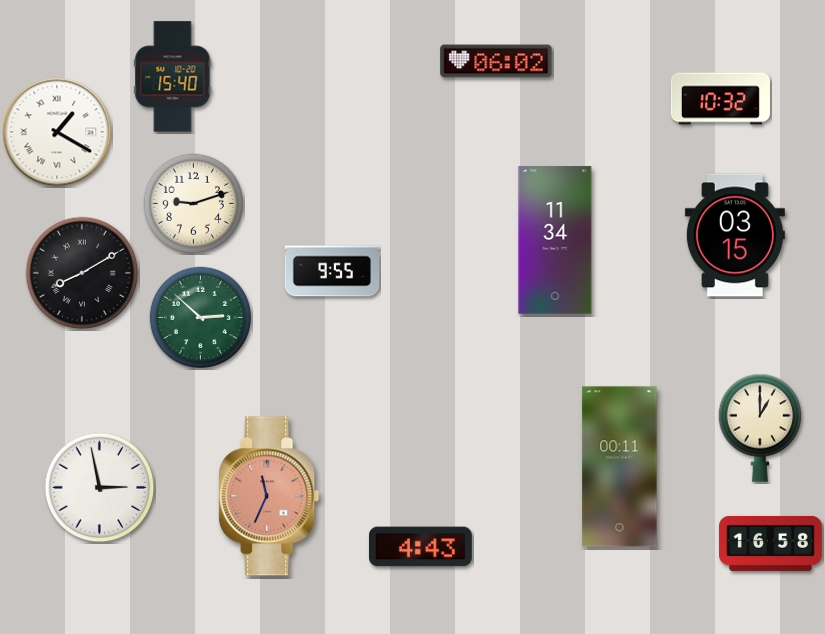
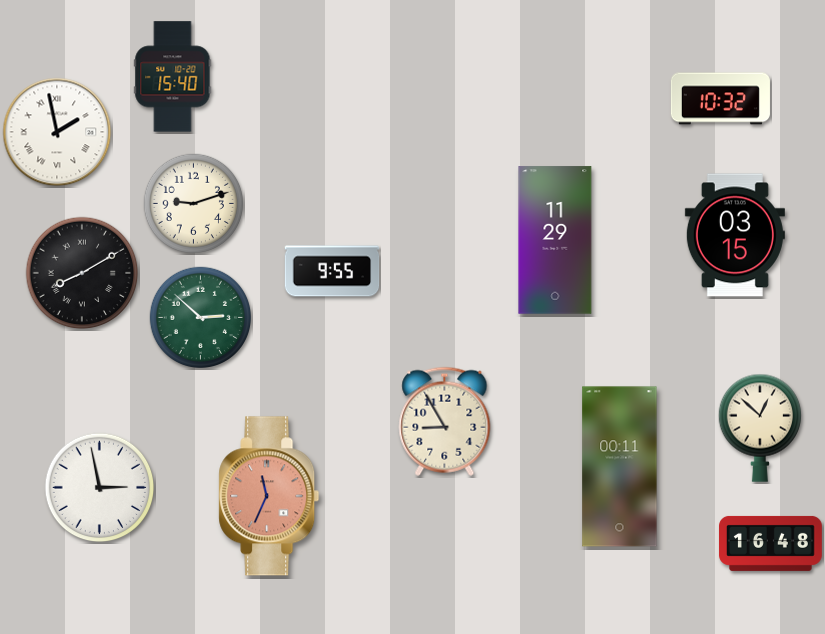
clock at (496, 61): 06:02 -> none
clock at (57, 132): 1:20 -> 1:58
clock at (555, 240): 11:34 -> 11:29
clock at (445, 421): none -> 8:55
clock at (759, 428): 1:00 -> 12:52
clock at (771, 543): 16:58 -> 16:48
clock at (420, 547): 4:43 -> none
